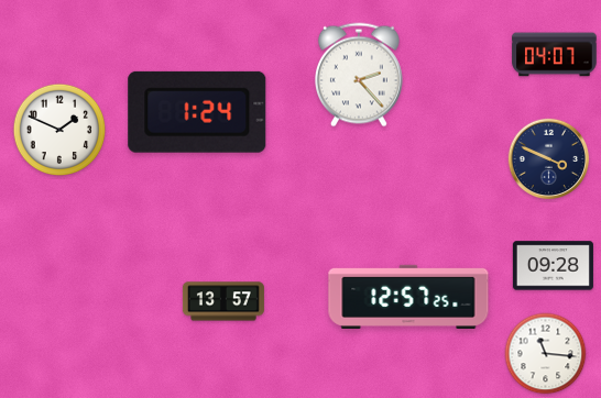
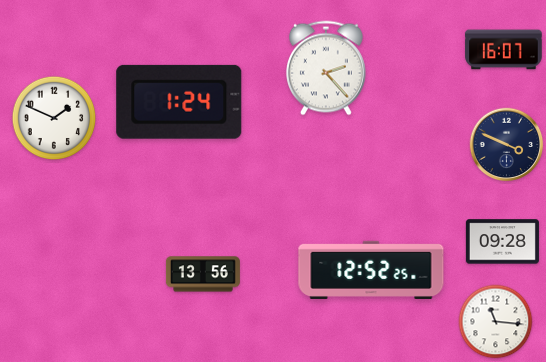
clock at (555, 55): 04:07 -> 16:07
clock at (549, 159) position: (549, 159) -> (507, 145)
clock at (408, 297): 12:57 -> 12:52
clock at (223, 301): 13:57 -> 13:56
